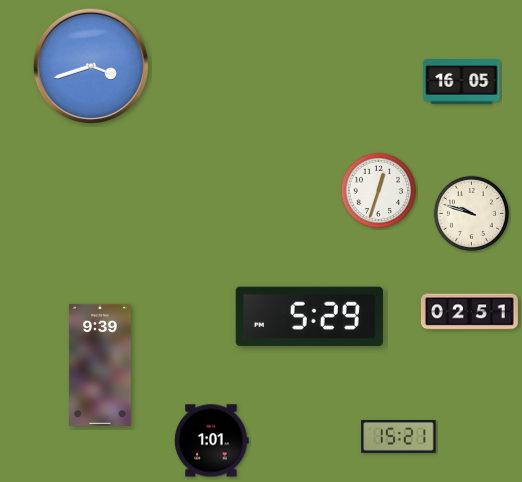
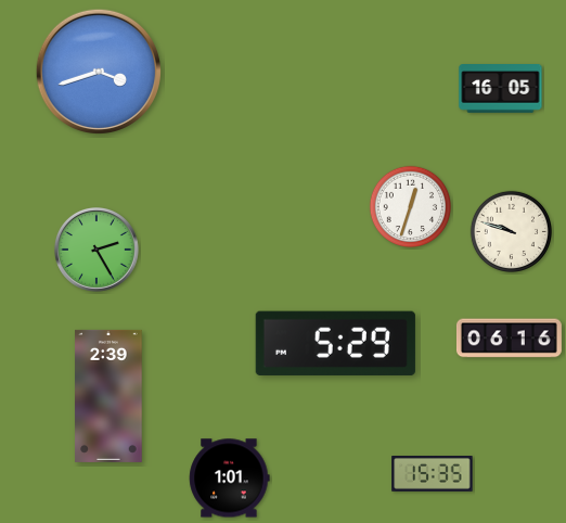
clock at (98, 251): none -> 2:25
clock at (469, 312): 02:51 -> 06:16
clock at (100, 365): 9:39 -> 2:39
clock at (399, 437): 15:21 -> 15:35
